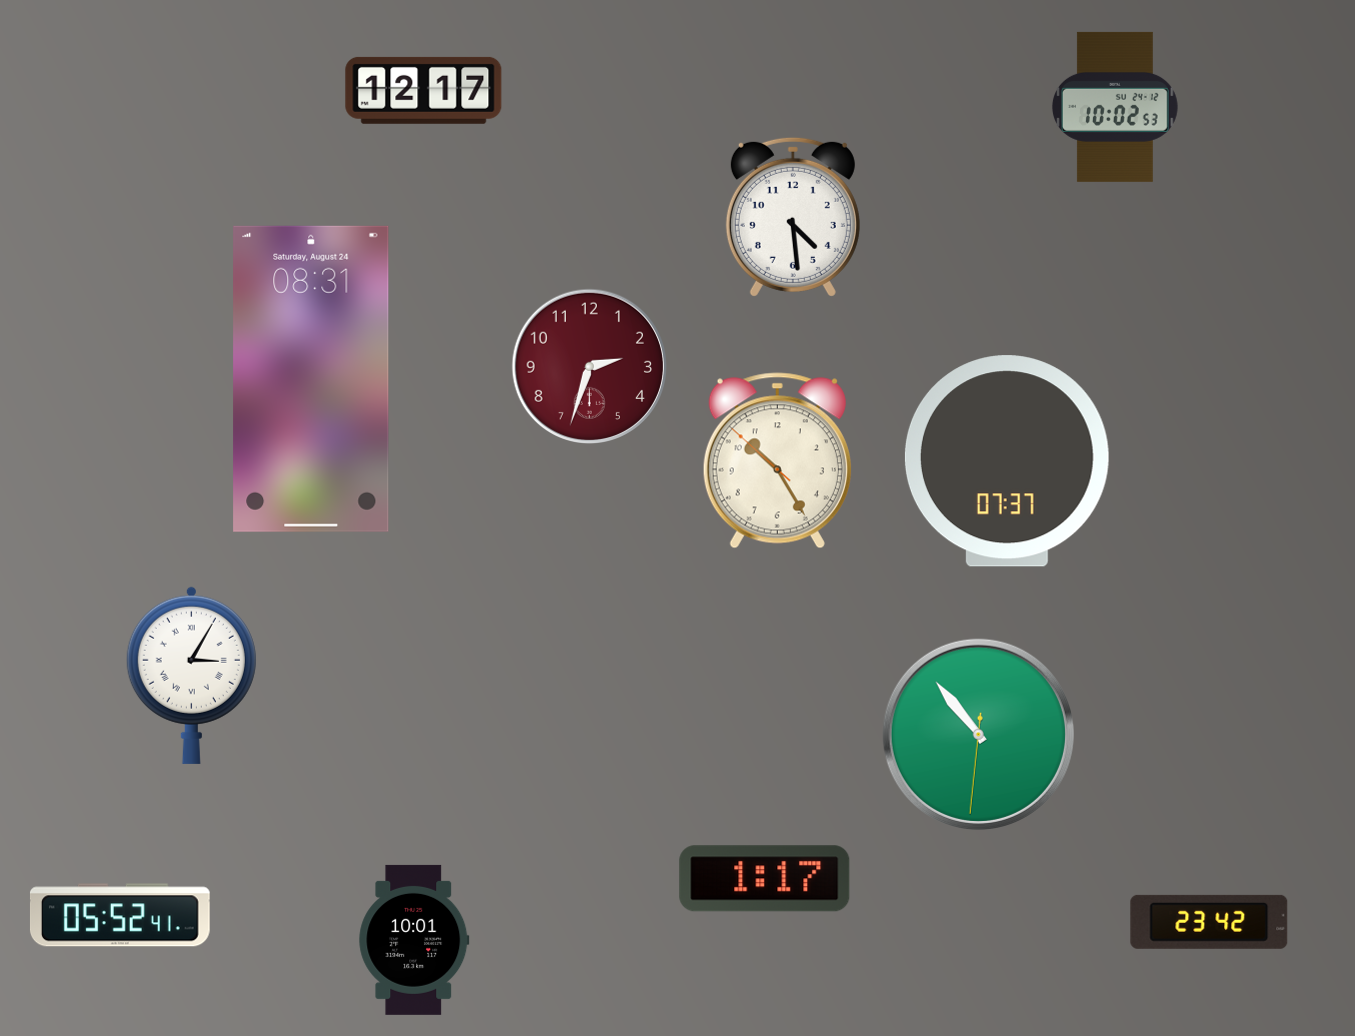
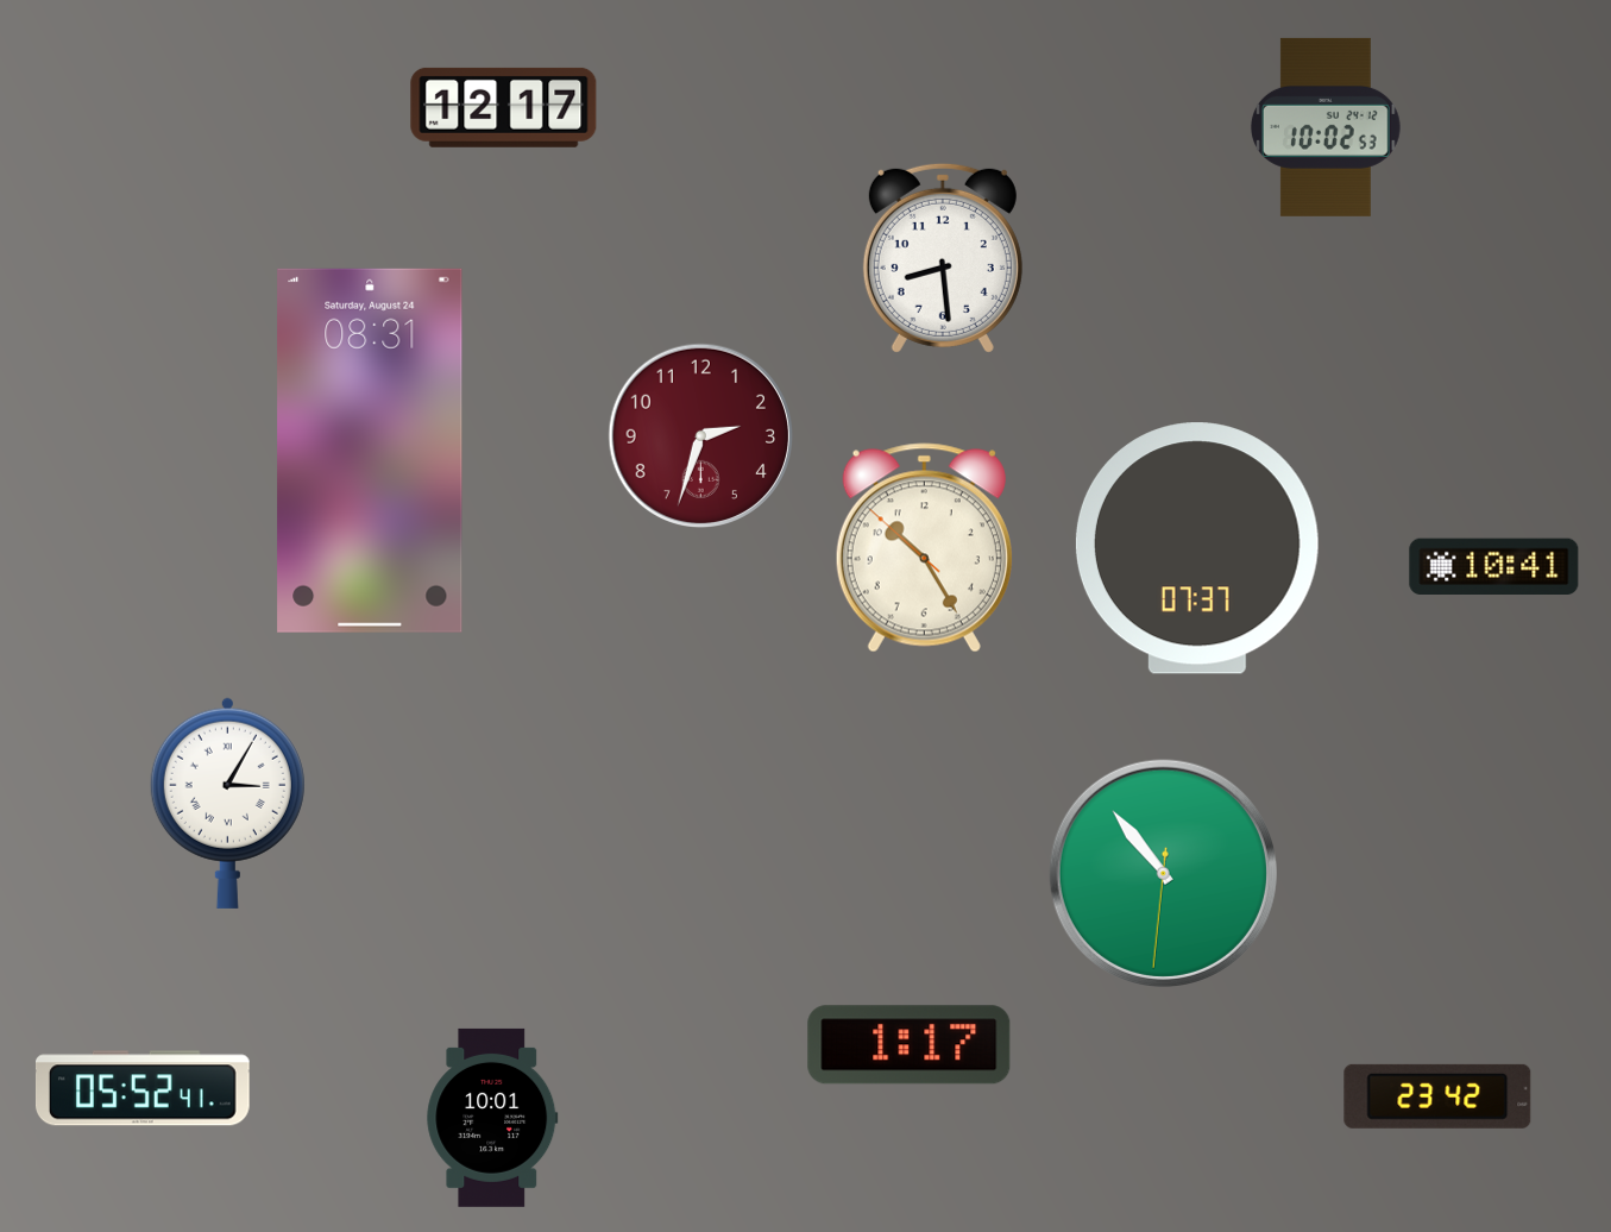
clock at (793, 217): 4:29 -> 8:29
clock at (1494, 566): none -> 10:41
